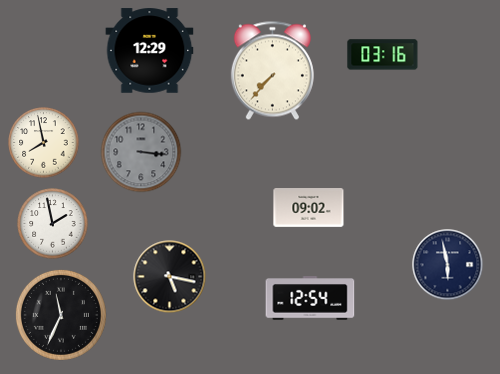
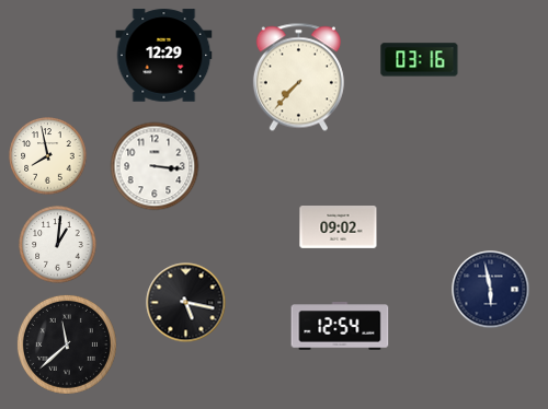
clock at (141, 152) dial: grey -> white
clock at (53, 224): 1:58 -> 1:01
clock at (61, 315): 11:34 -> 11:38
